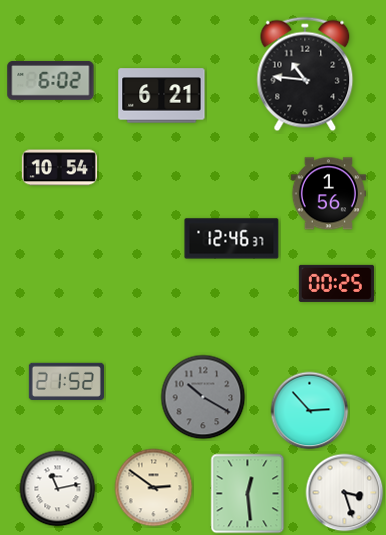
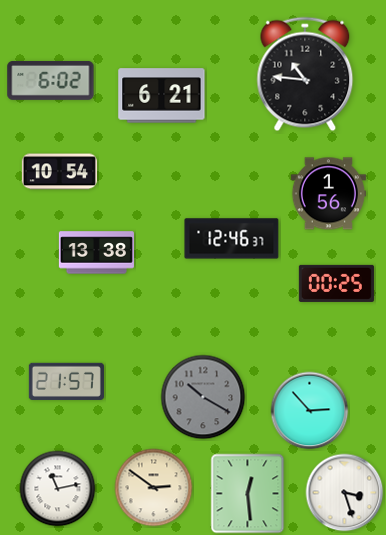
clock at (59, 168) position: (59, 168) -> (59, 172)
clock at (96, 253): none -> 13:38
clock at (66, 381): 21:52 -> 21:57
